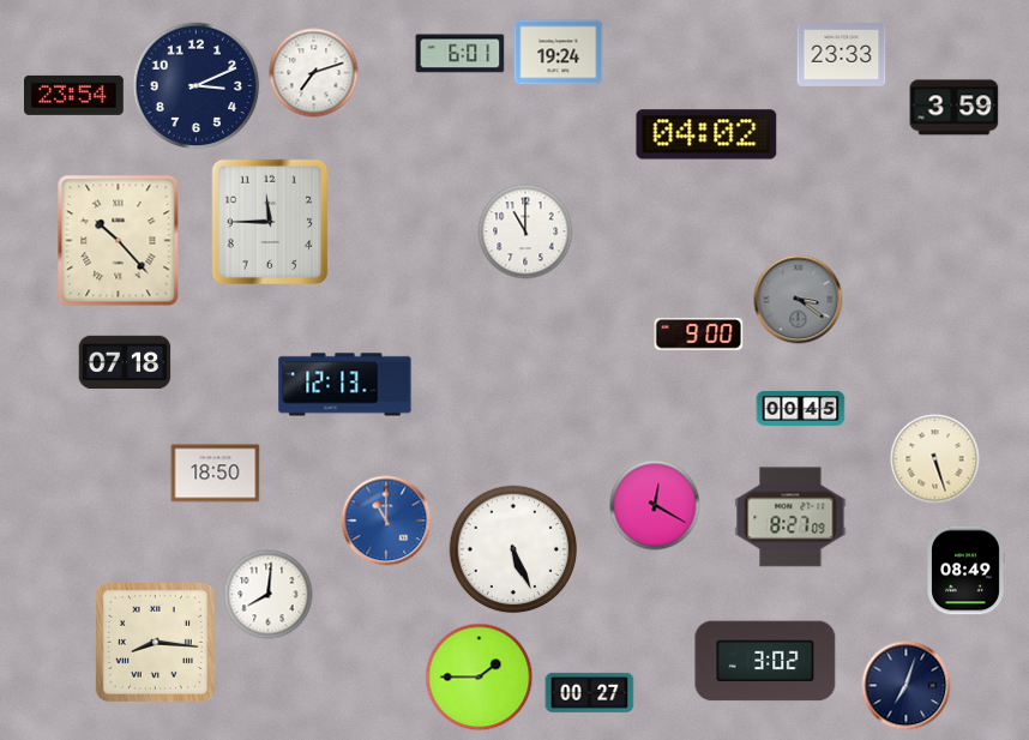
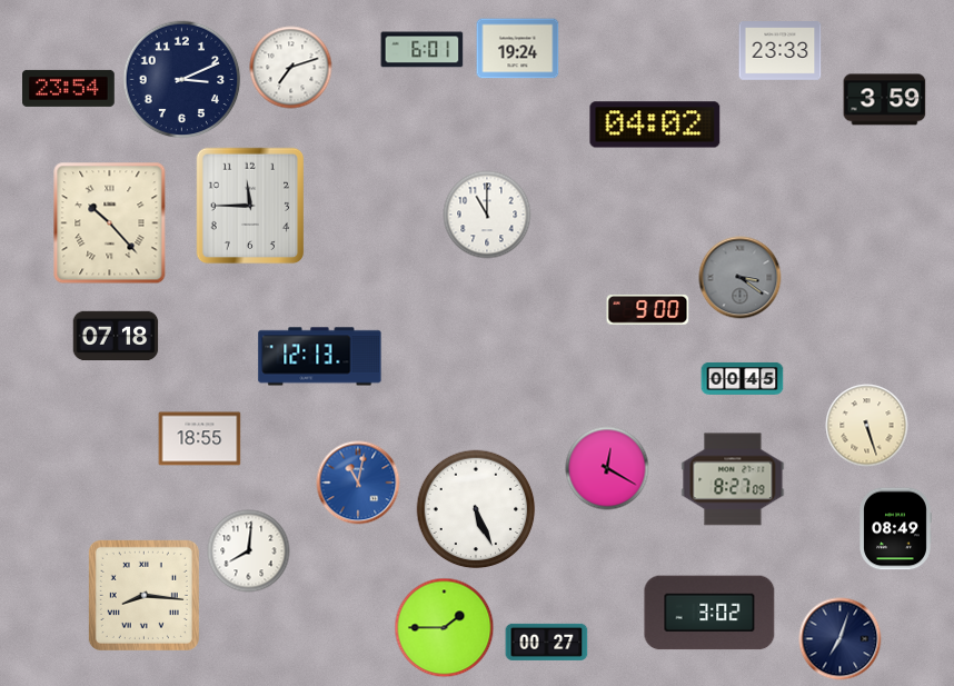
clock at (461, 54) position: (461, 54) -> (423, 50)
clock at (216, 474): 18:50 -> 18:55
clock at (386, 521): 11:00 -> 11:02
clock at (907, 686) position: (907, 686) -> (841, 639)
